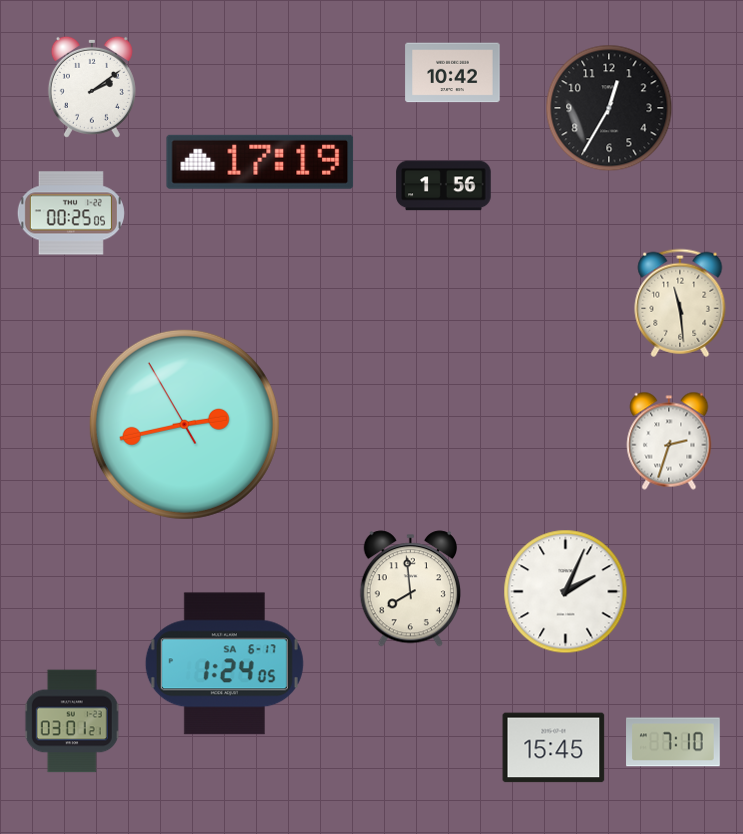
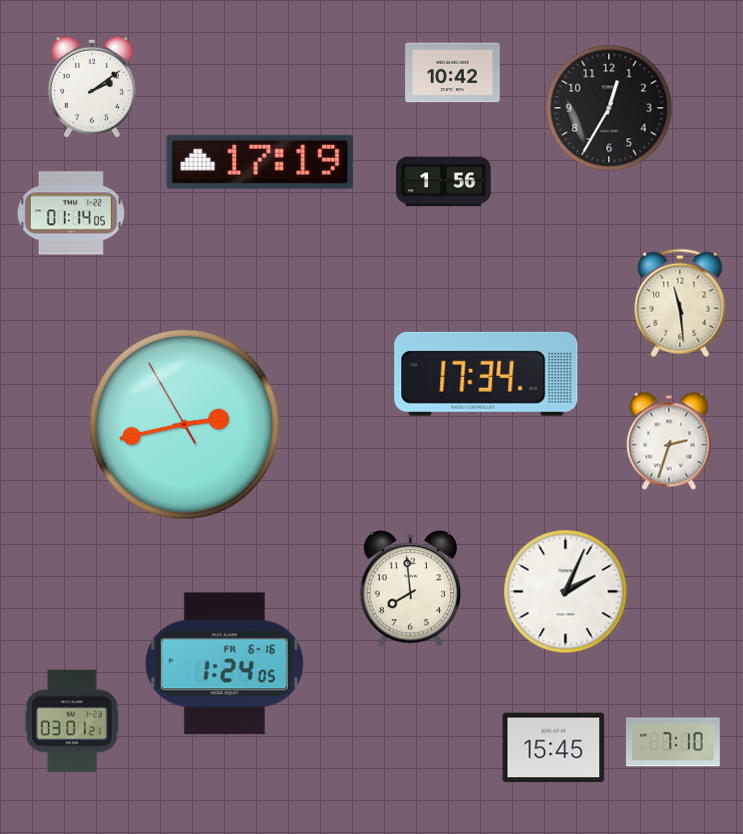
clock at (444, 186) position: (444, 186) -> (444, 182)
clock at (71, 213): 00:25 -> 01:14
clock at (486, 374): none -> 17:34
clock at (224, 664) date: SA 6-17 -> FR 6-16
